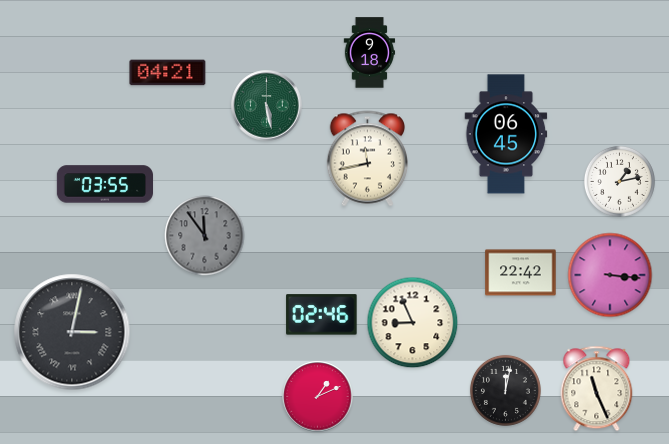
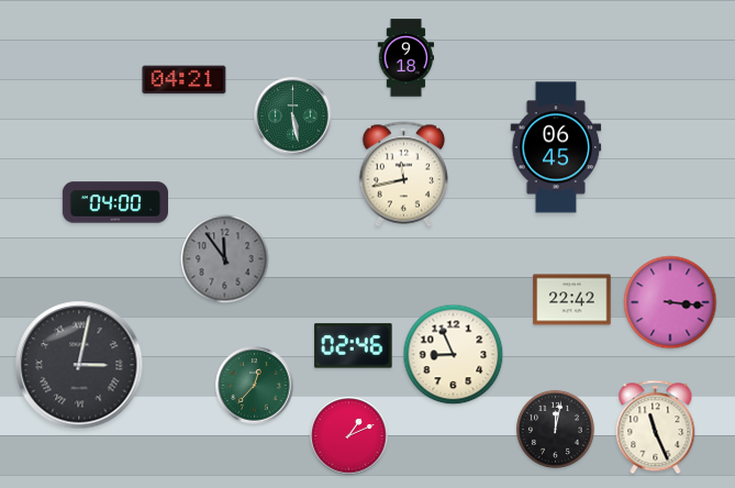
clock at (619, 181): 1:13 -> none
clock at (104, 184): 03:55 -> 04:00
clock at (255, 386): none -> 12:37
